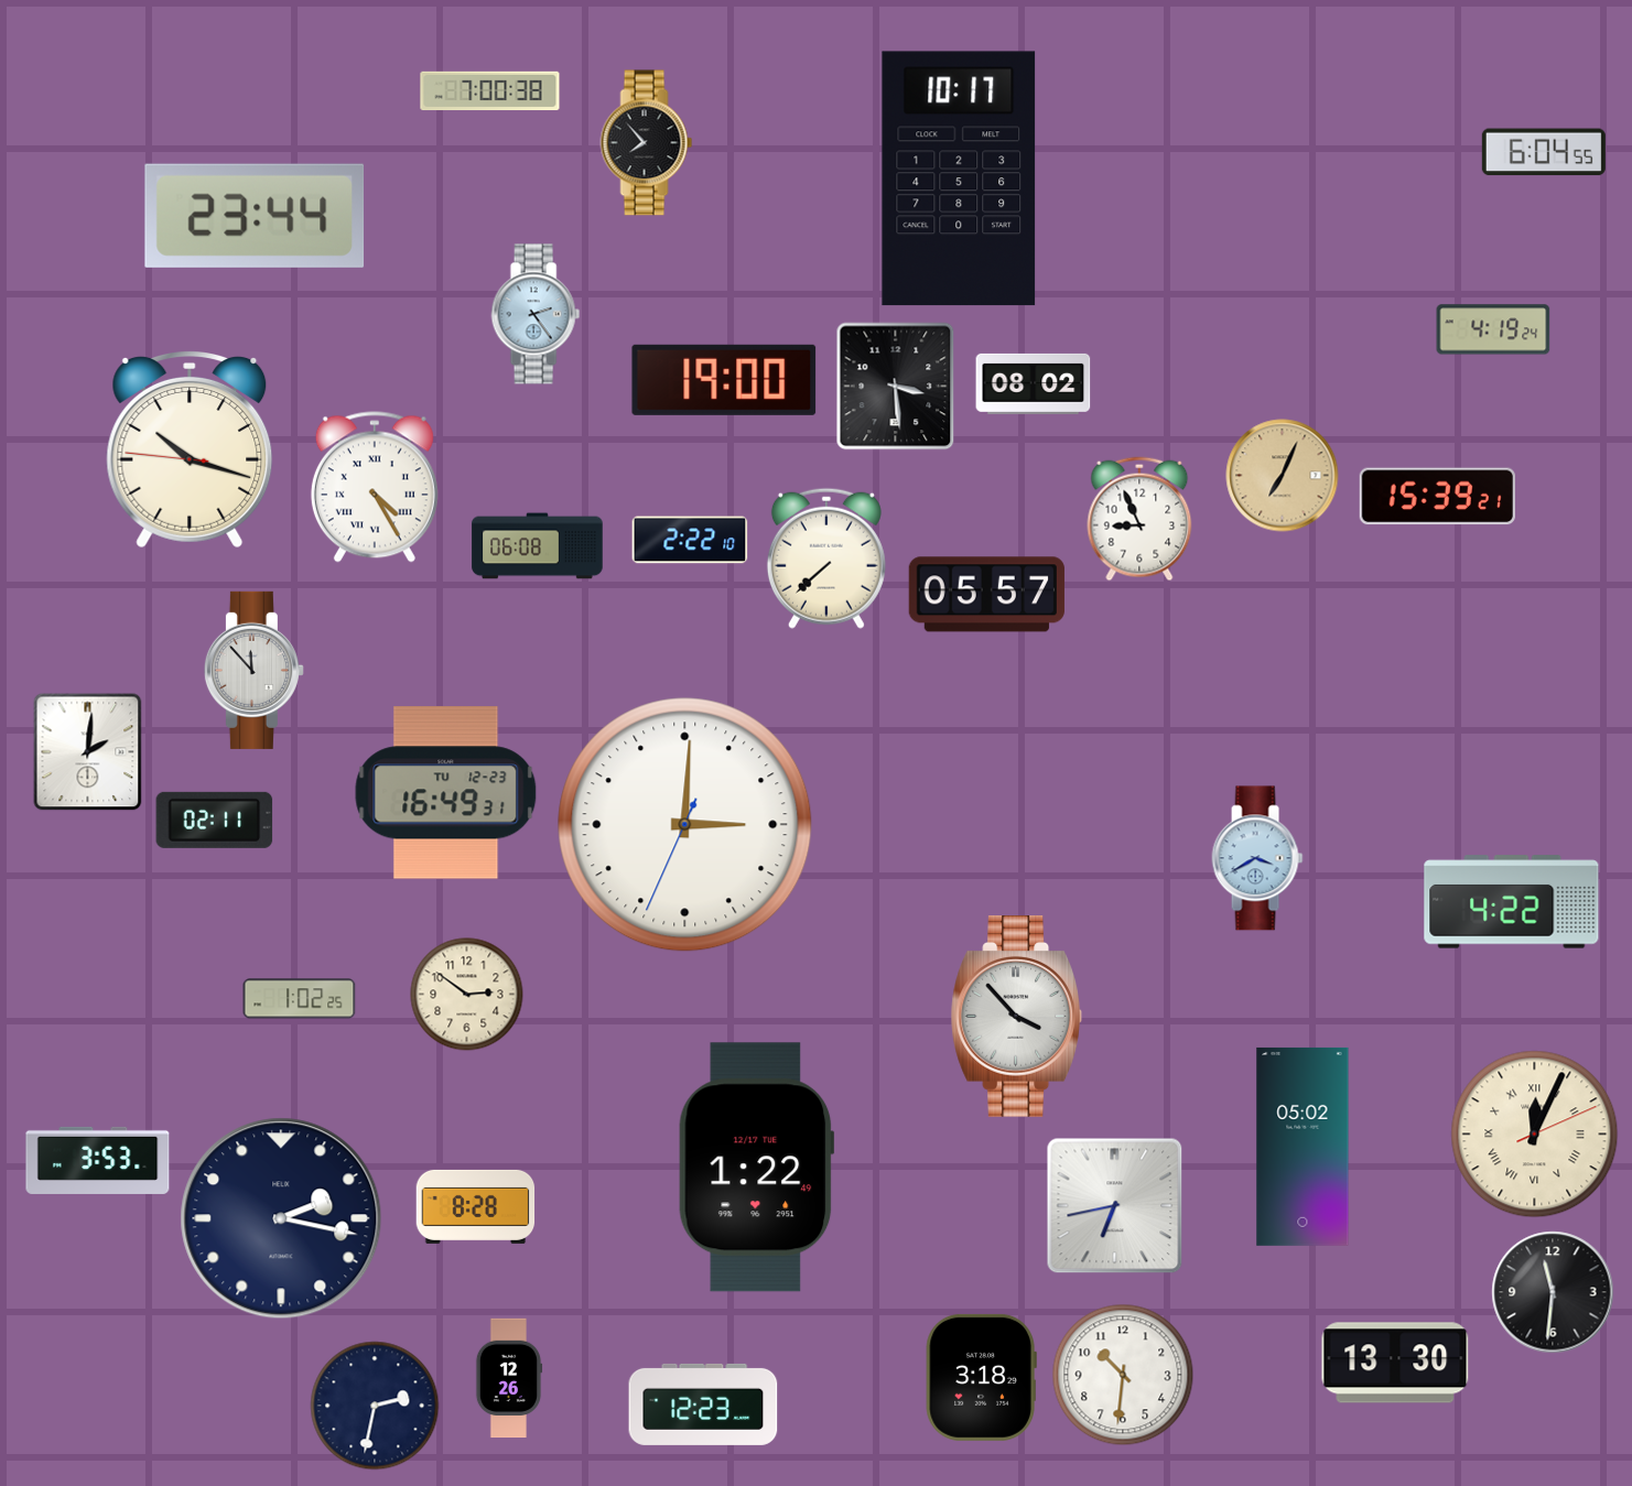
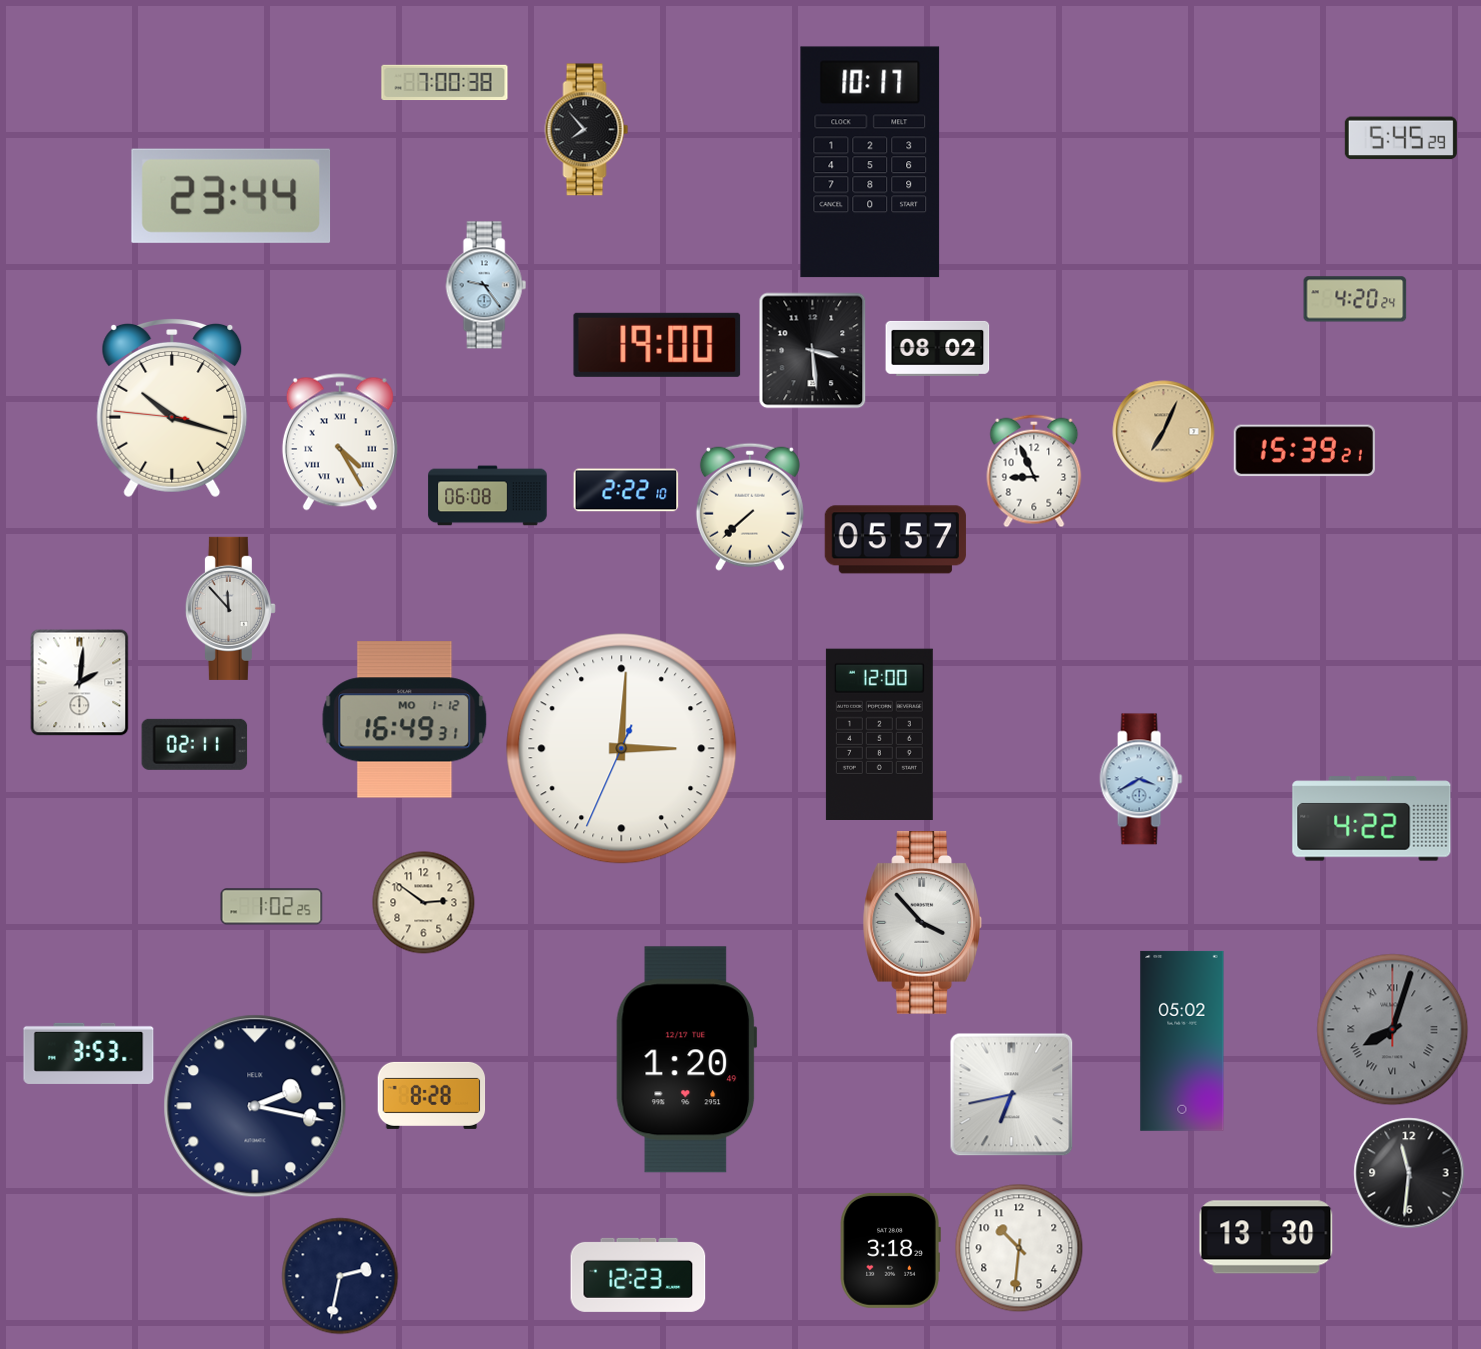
clock at (1544, 152): 6:04 -> 5:45
clock at (536, 314): 2:24 -> 9:24
clock at (1493, 329): 4:19 -> 4:20
clock at (446, 793) date: TU 12-23 -> MO 1-12
clock at (879, 735): none -> 12:00
clock at (1535, 1135): 12:04 -> 8:03
clock at (1535, 1135) dial: cream -> grey
clock at (757, 1168): 1:22 -> 1:20
clock at (509, 1378): 12:26 -> none
